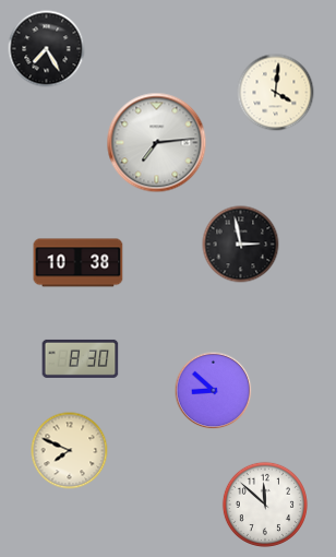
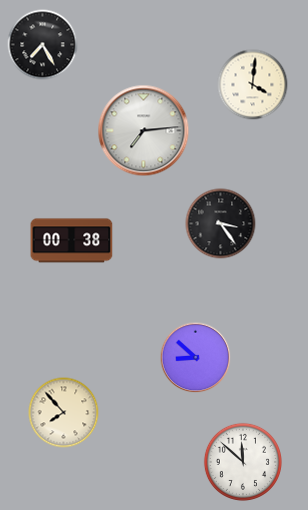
clock at (241, 245): 2:58 -> 3:24
clock at (79, 263): 10:38 -> 00:38
clock at (81, 358): 8:30 -> none
clock at (70, 451): 7:49 -> 7:53
